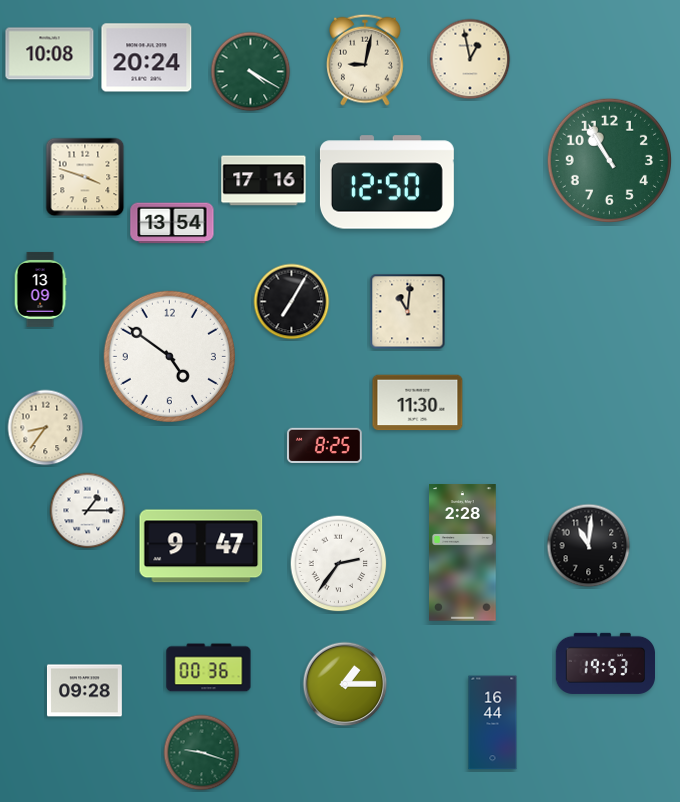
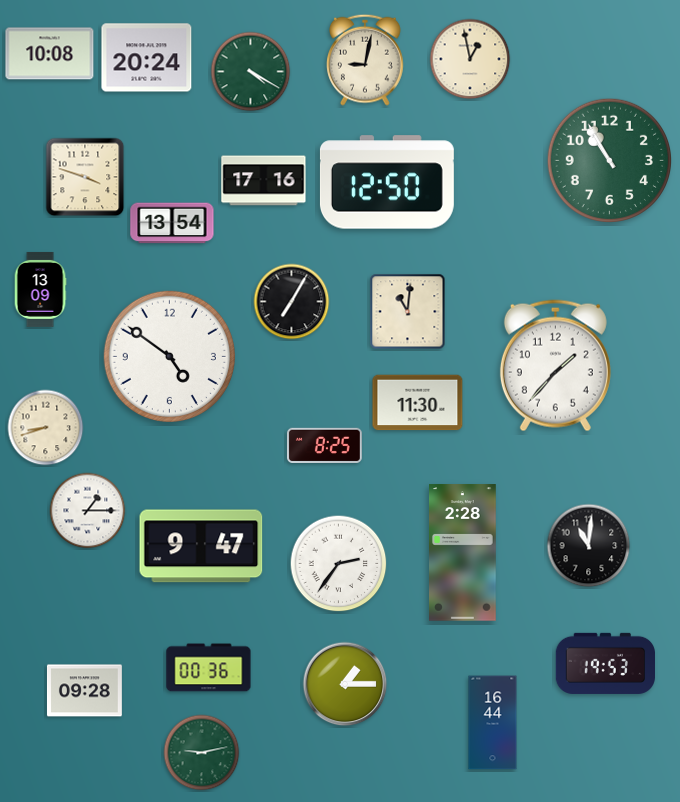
clock at (555, 366): none -> 1:37
clock at (46, 428): 8:36 -> 8:42
clock at (202, 753): 9:18 -> 9:13
